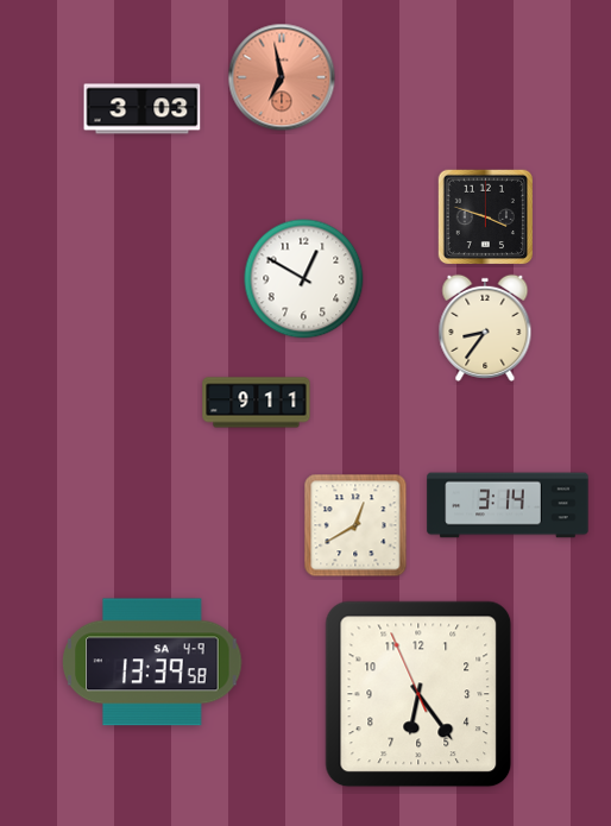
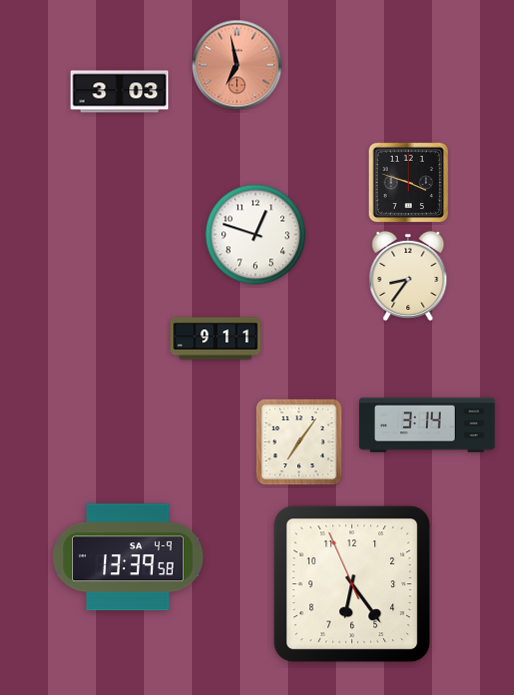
clock at (304, 279): 12:50 -> 12:48
clock at (355, 525): 12:40 -> 7:06
